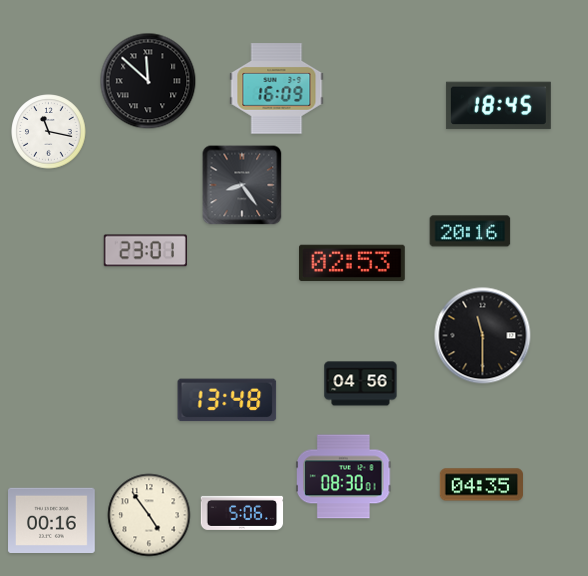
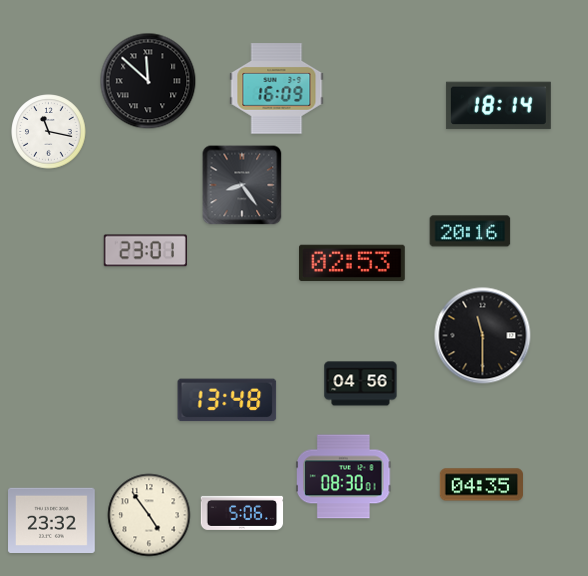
clock at (498, 106): 18:45 -> 18:14
clock at (52, 520): 00:16 -> 23:32
